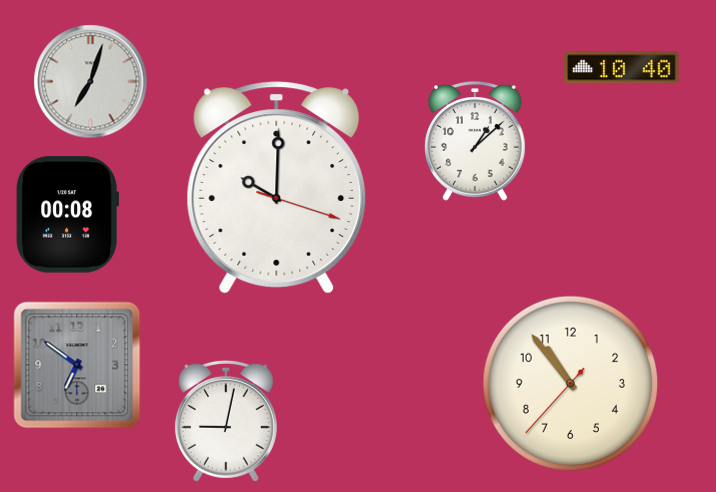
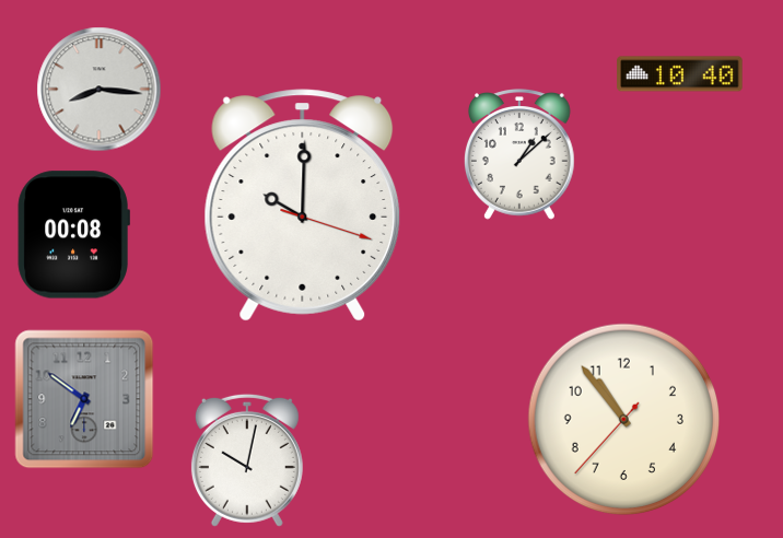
clock at (91, 82): 7:03 -> 8:16
clock at (226, 421): 9:02 -> 10:02
